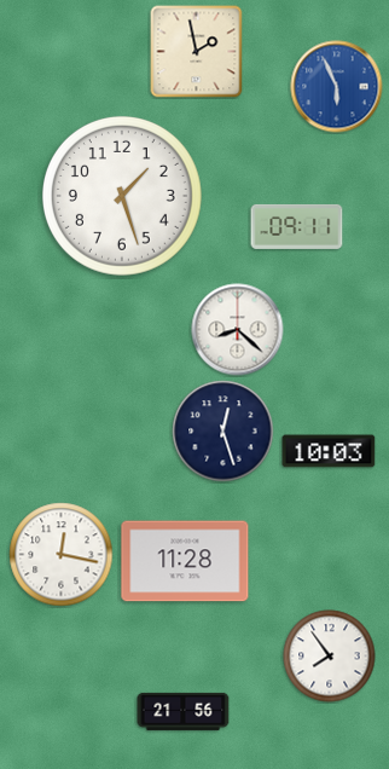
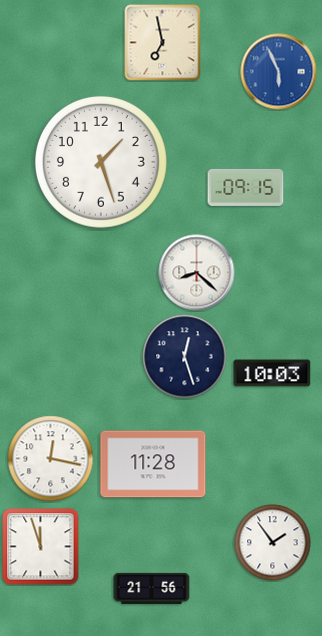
clock at (197, 52): 1:58 -> 6:58
clock at (297, 226): 09:11 -> 09:15
clock at (330, 657): 7:54 -> 1:54
clock at (41, 547): none -> 11:57
